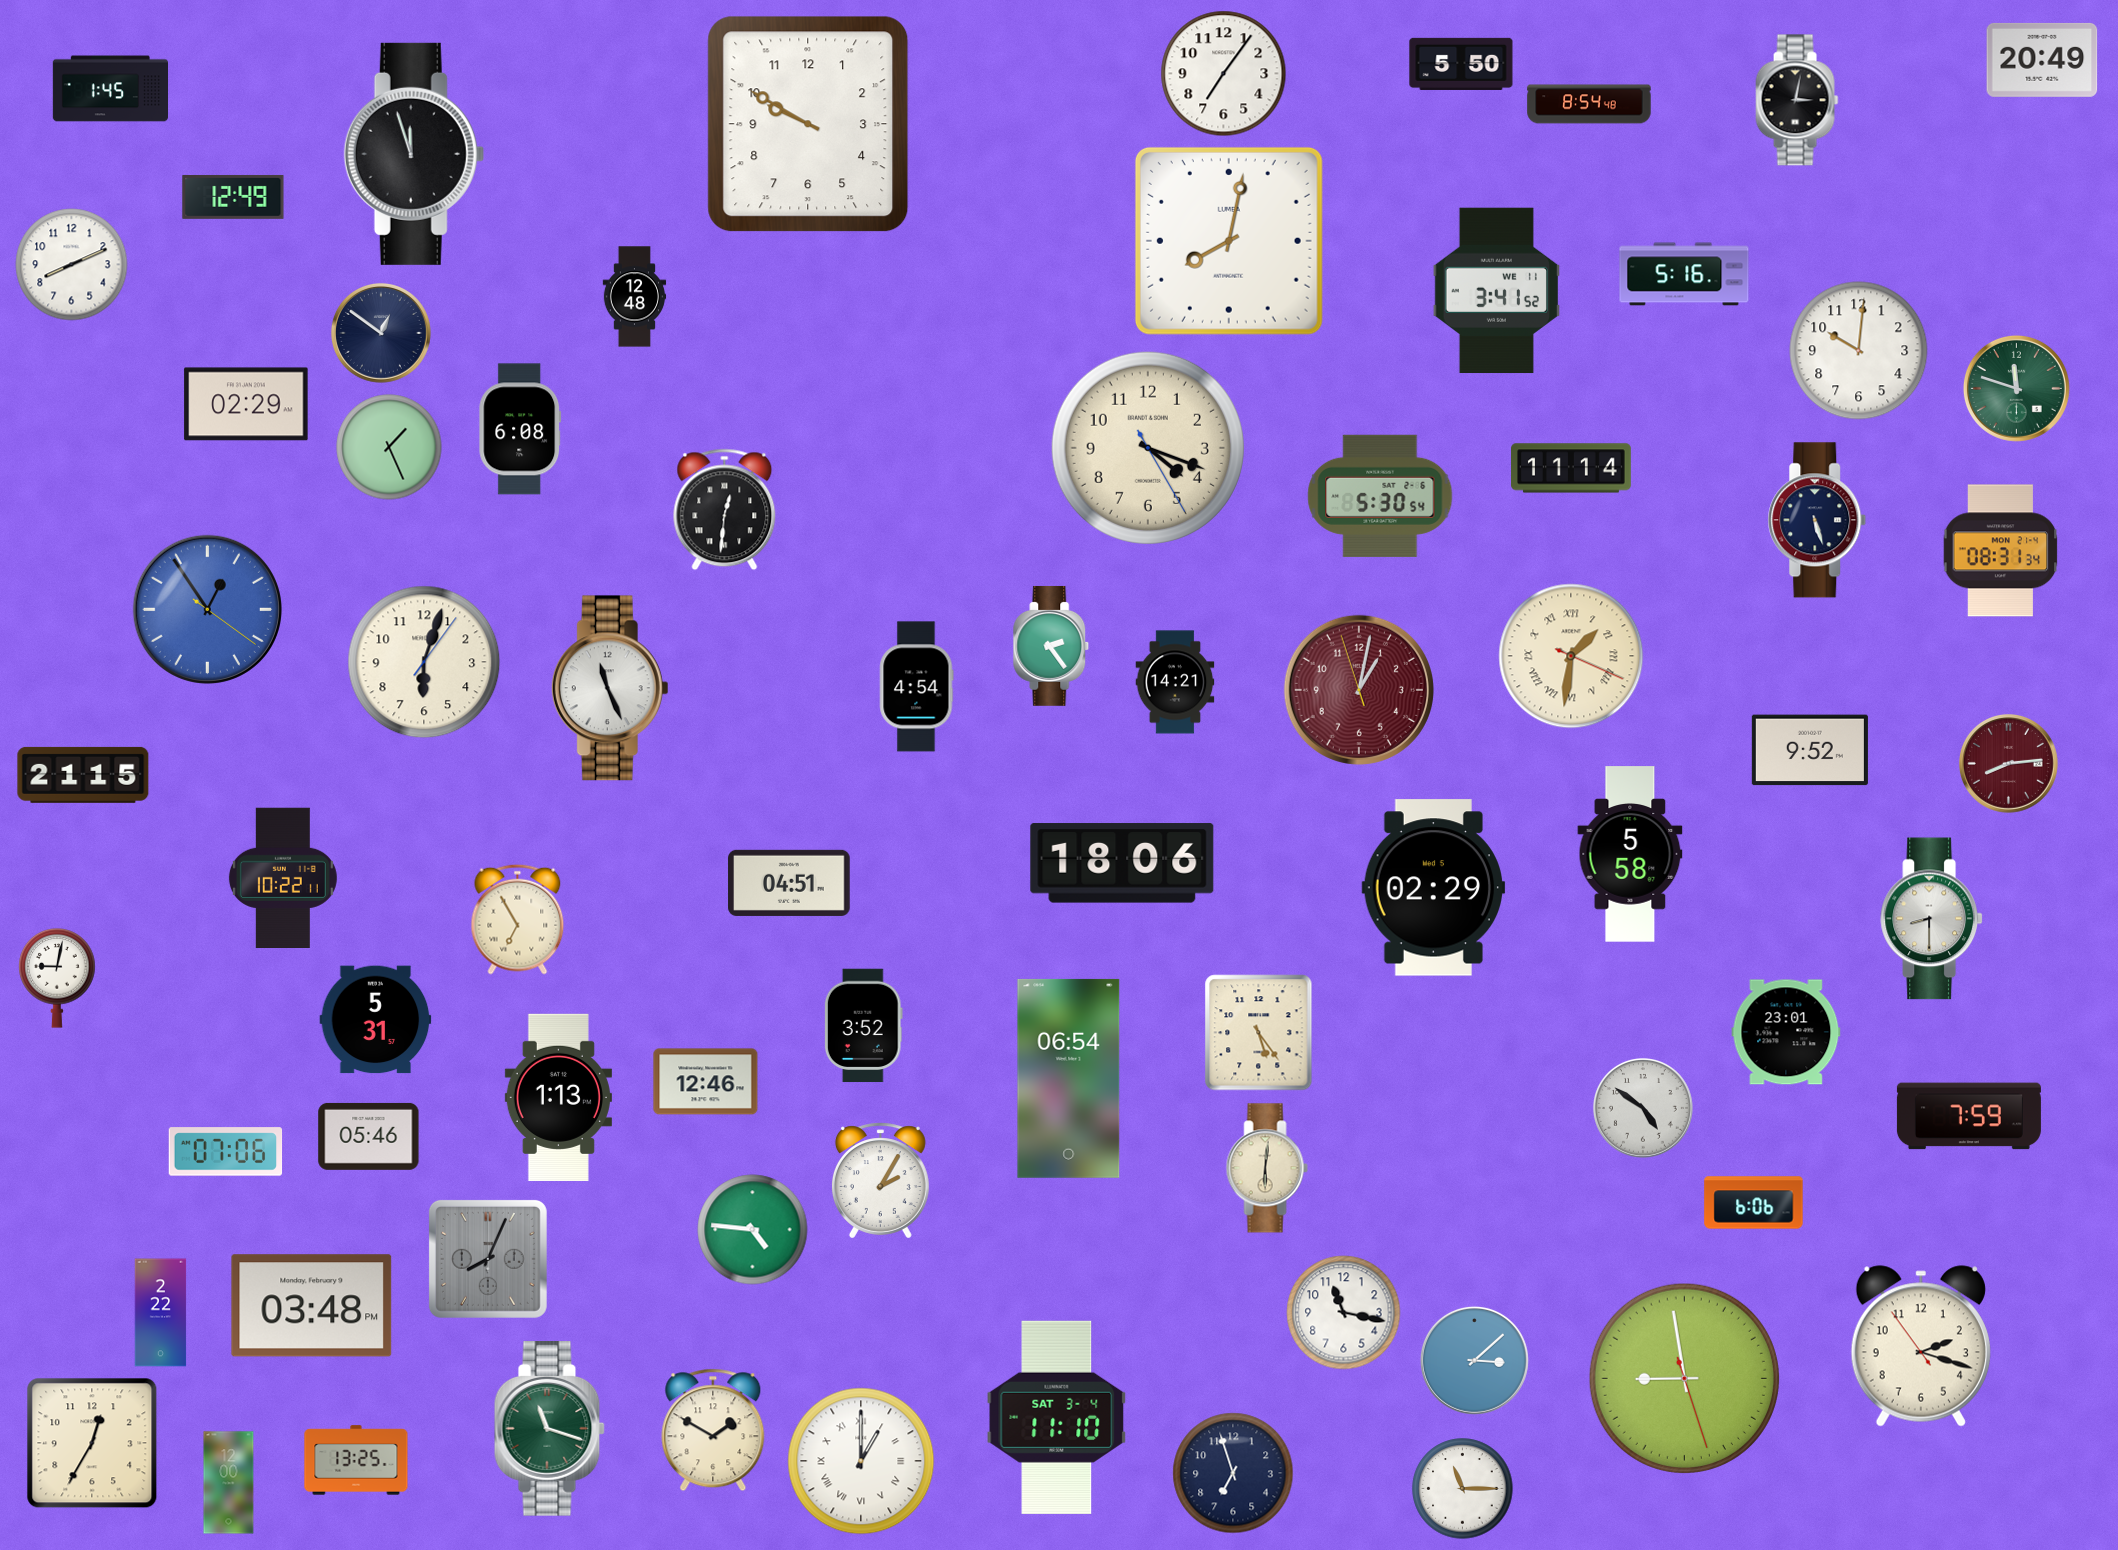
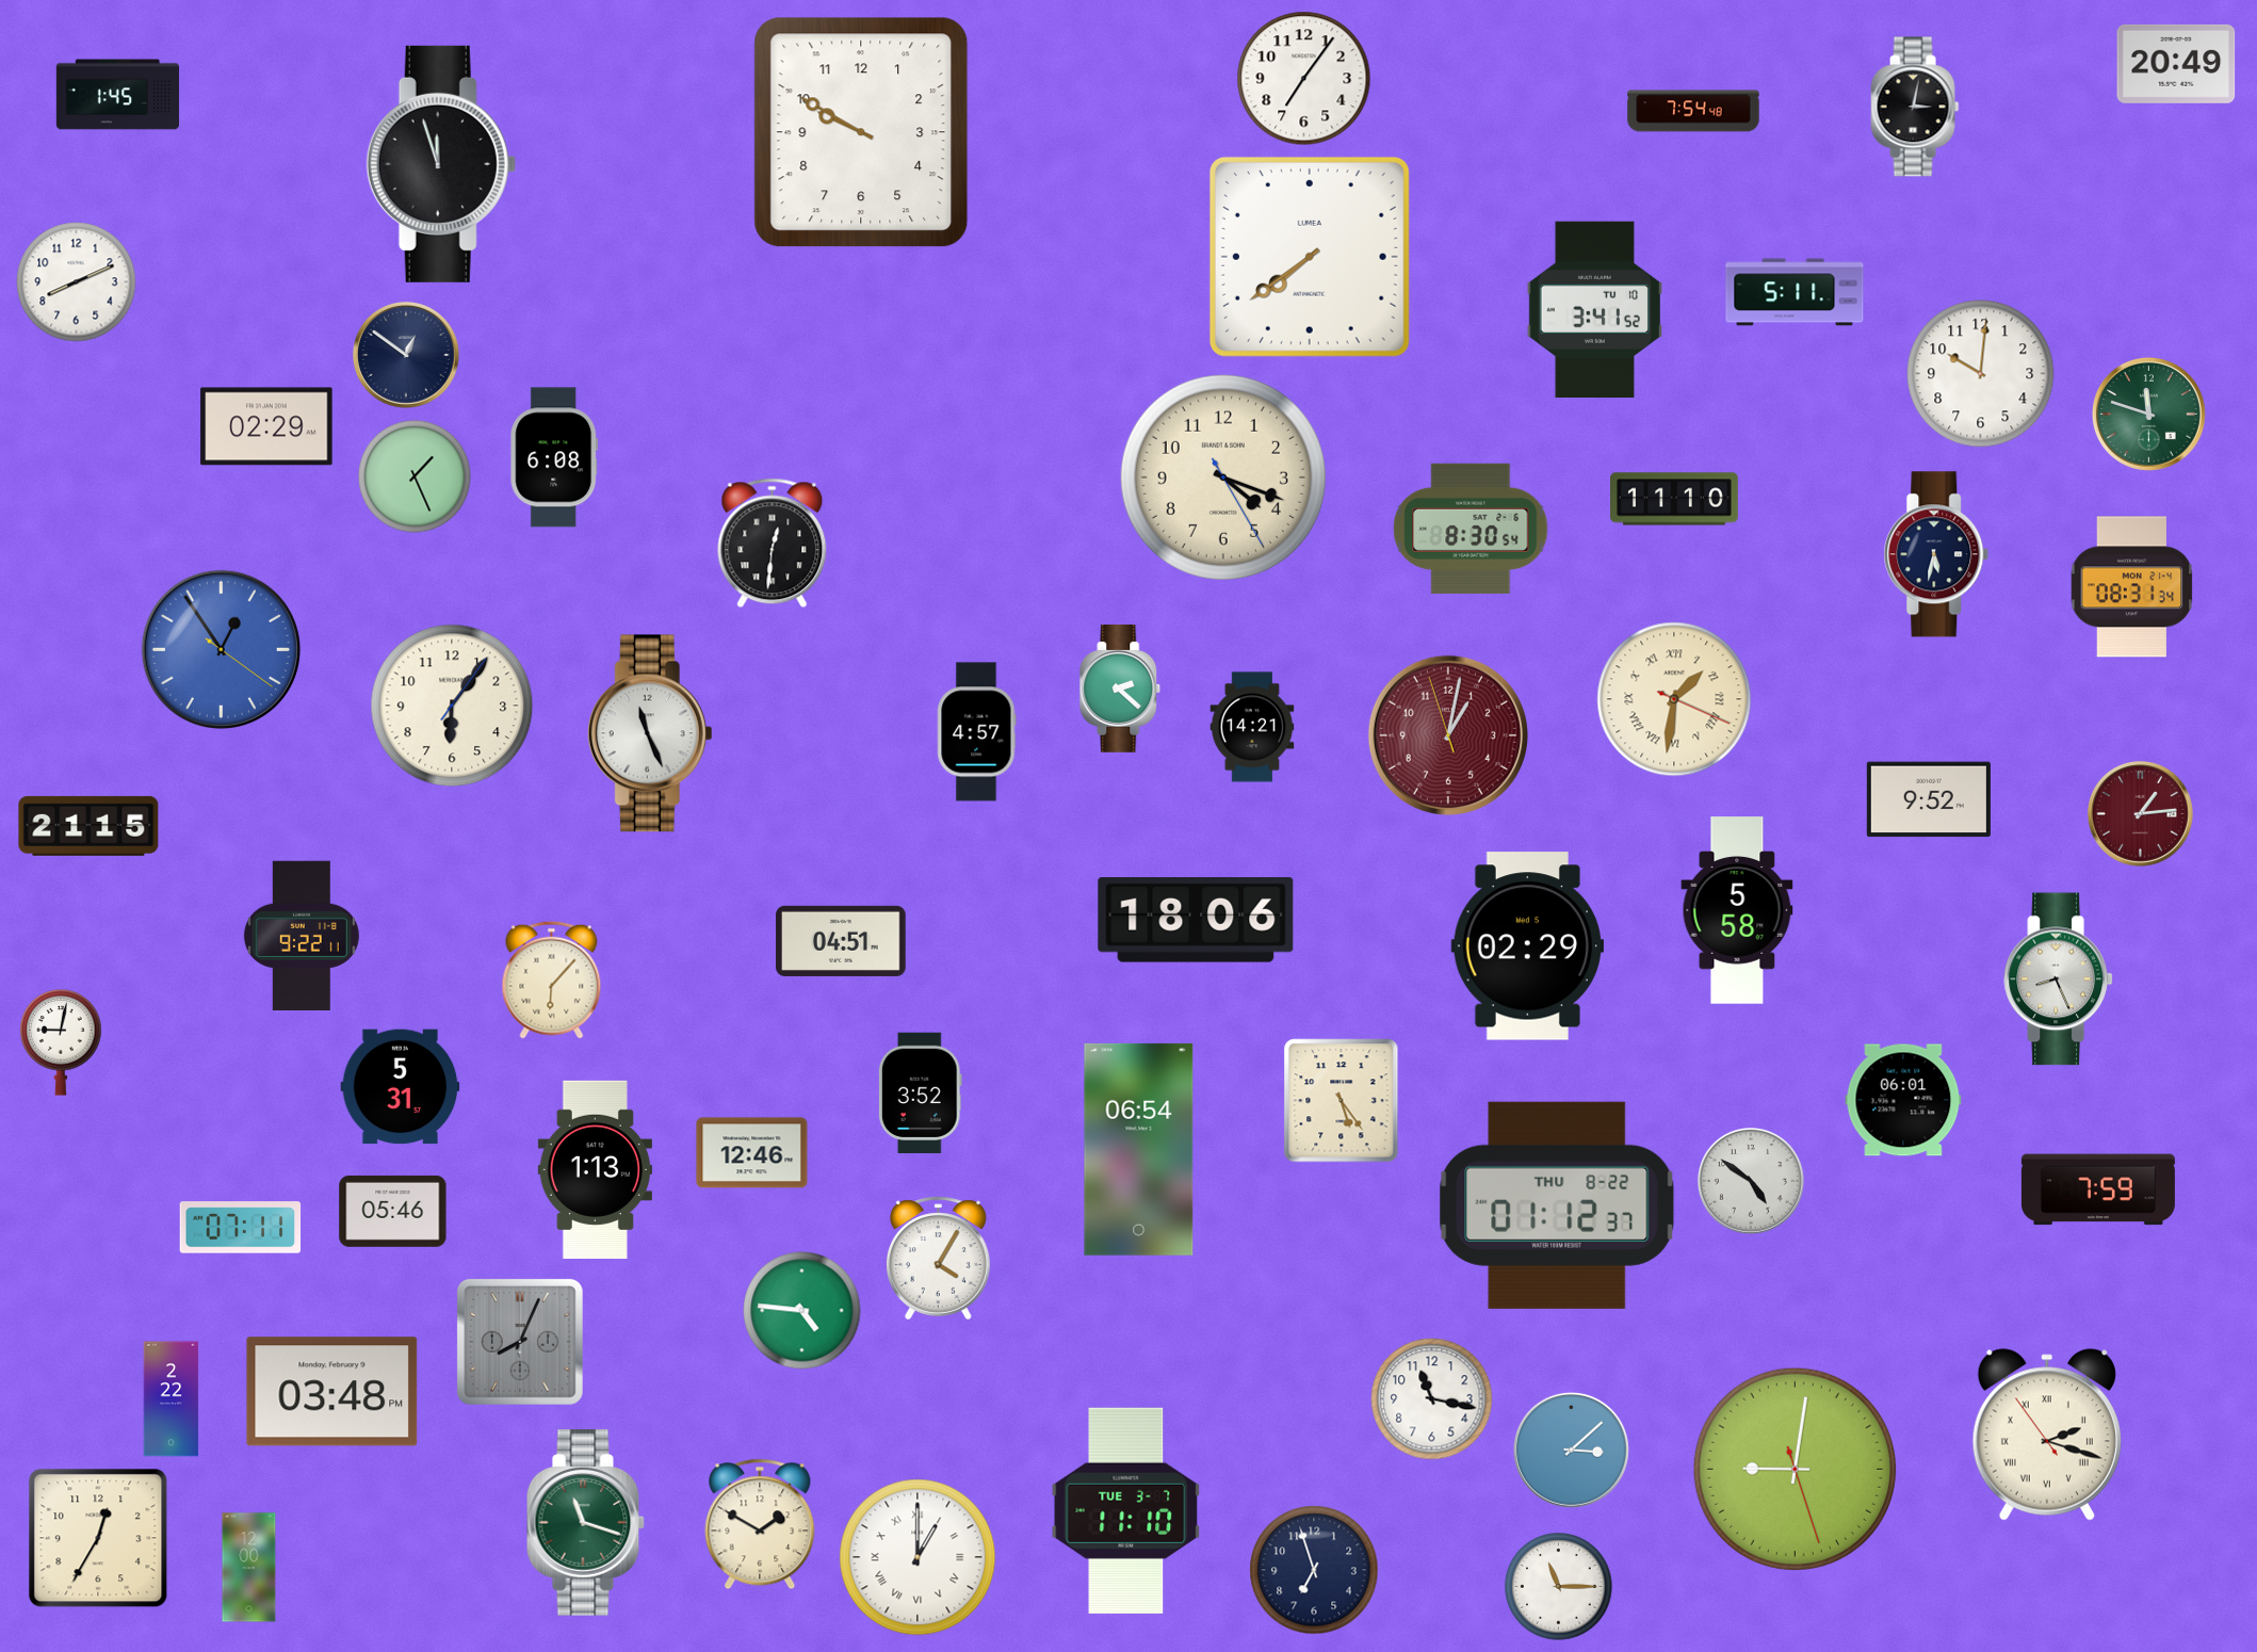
clock at (1461, 64): 5:50 -> none
clock at (1589, 104): 8:54 -> 7:54
clock at (233, 197): 12:49 -> none
clock at (1229, 241): 8:02 -> 7:39
clock at (1684, 274): 5:16 -> 5:11
clock at (1496, 291) date: WE 11 -> TU 10
clock at (635, 297): 12:48 -> none
clock at (246, 404) position: (246, 404) -> (266, 426)
clock at (1572, 468): 11:14 -> 11:10
clock at (1380, 496): 5:30 -> 8:30
clock at (1817, 520): 5:27 -> 5:32
clock at (1051, 646): 2:24 -> 2:22
clock at (424, 662): 6:03 -> 6:06
clock at (917, 687): 4:54 -> 4:57
clock at (2009, 764): 8:14 -> 1:14
clock at (283, 877): 10:22 -> 9:22
clock at (518, 919): 6:55 -> 6:07
clock at (1931, 919): 8:30 -> 8:26
clock at (1786, 1032): 23:01 -> 06:01
clock at (1557, 1205): none -> 01:12
clock at (226, 1152): 07:06 -> 07:11
clock at (1267, 1168): 6:01 -> none
clock at (880, 1181): 2:05 -> 4:05
clock at (1754, 1203): 6:06 -> none
clock at (1921, 1346) numerals: Arabic -> Roman
clock at (1684, 1378): 8:58 -> 9:01
clock at (1057, 1417) date: SAT 3-4 -> TUE 3-7
clock at (356, 1460): 13:25 -> none
clock at (229, 1483) position: (229, 1483) -> (249, 1568)
